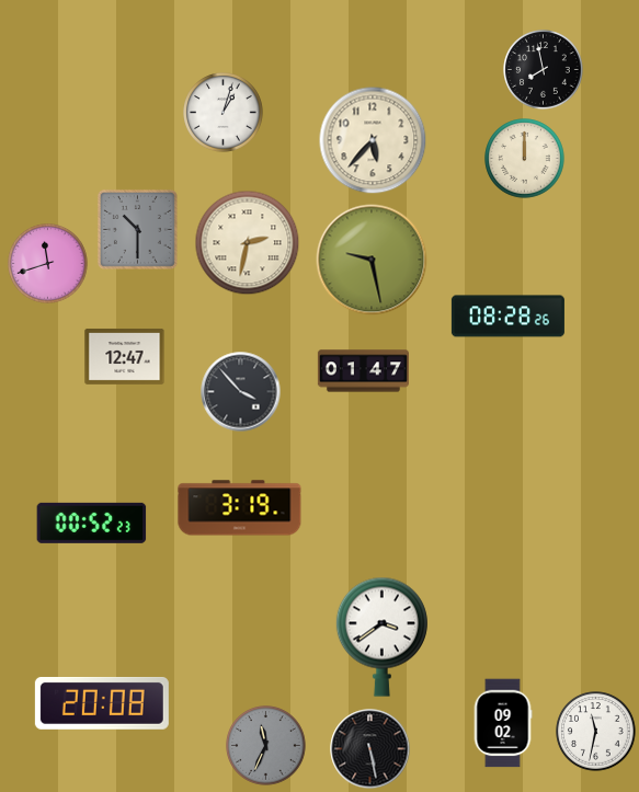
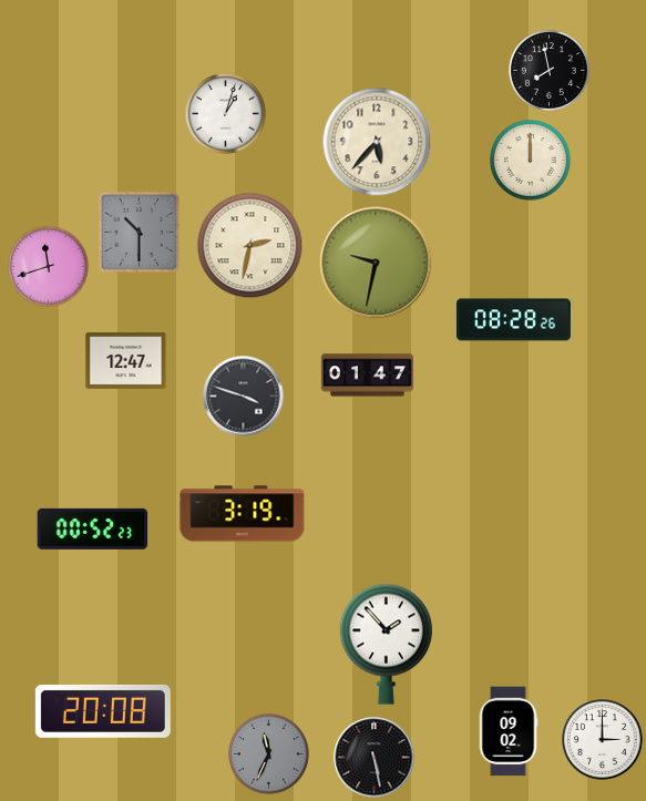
clock at (372, 260): 9:28 -> 9:32
clock at (241, 392): 3:53 -> 3:48
clock at (381, 636): 3:39 -> 1:53
clock at (596, 732): 11:32 -> 3:00
